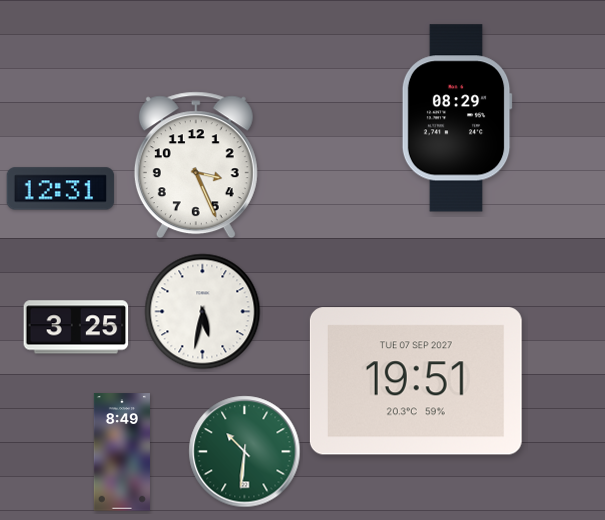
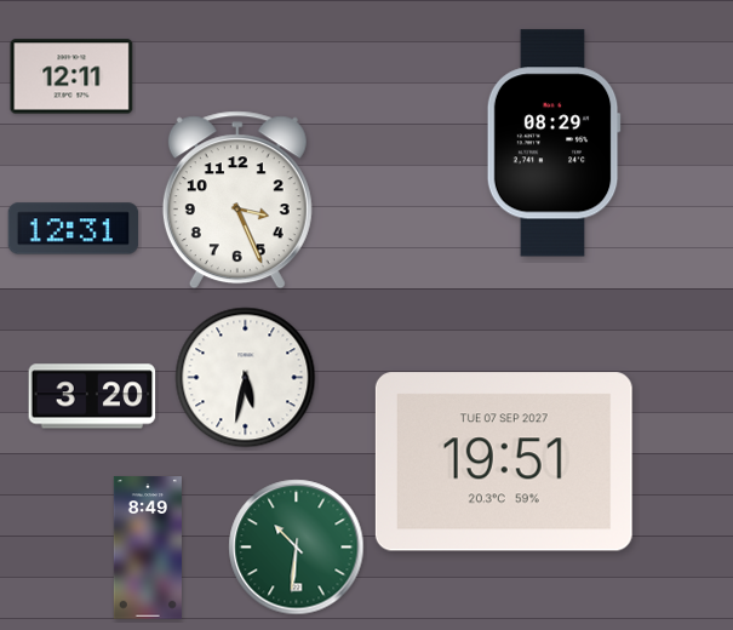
clock at (71, 76): none -> 12:11
clock at (76, 327): 3:25 -> 3:20
